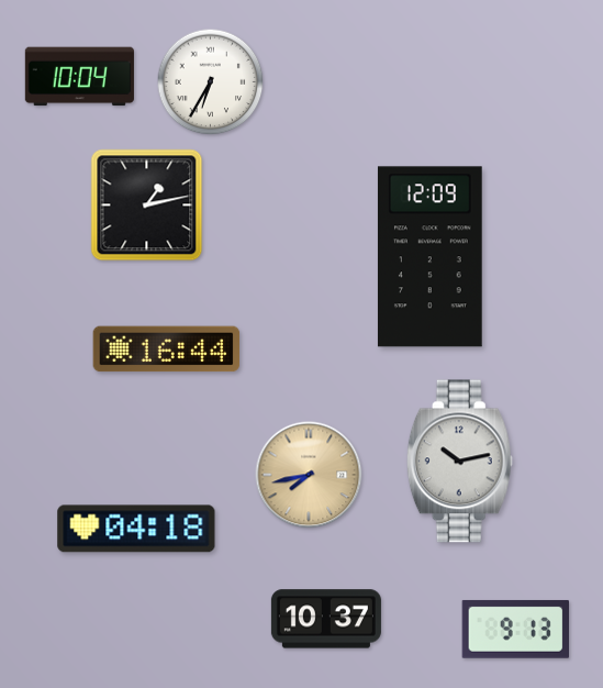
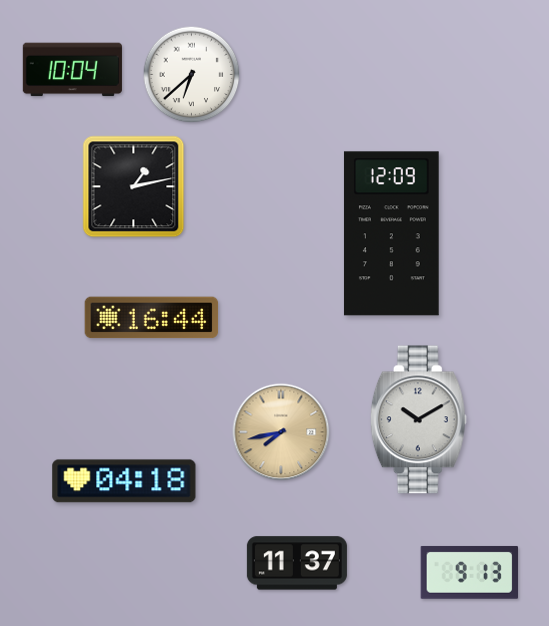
clock at (211, 82): 6:35 -> 6:38
clock at (459, 462): 10:13 -> 10:10
clock at (326, 619): 10:37 -> 11:37
